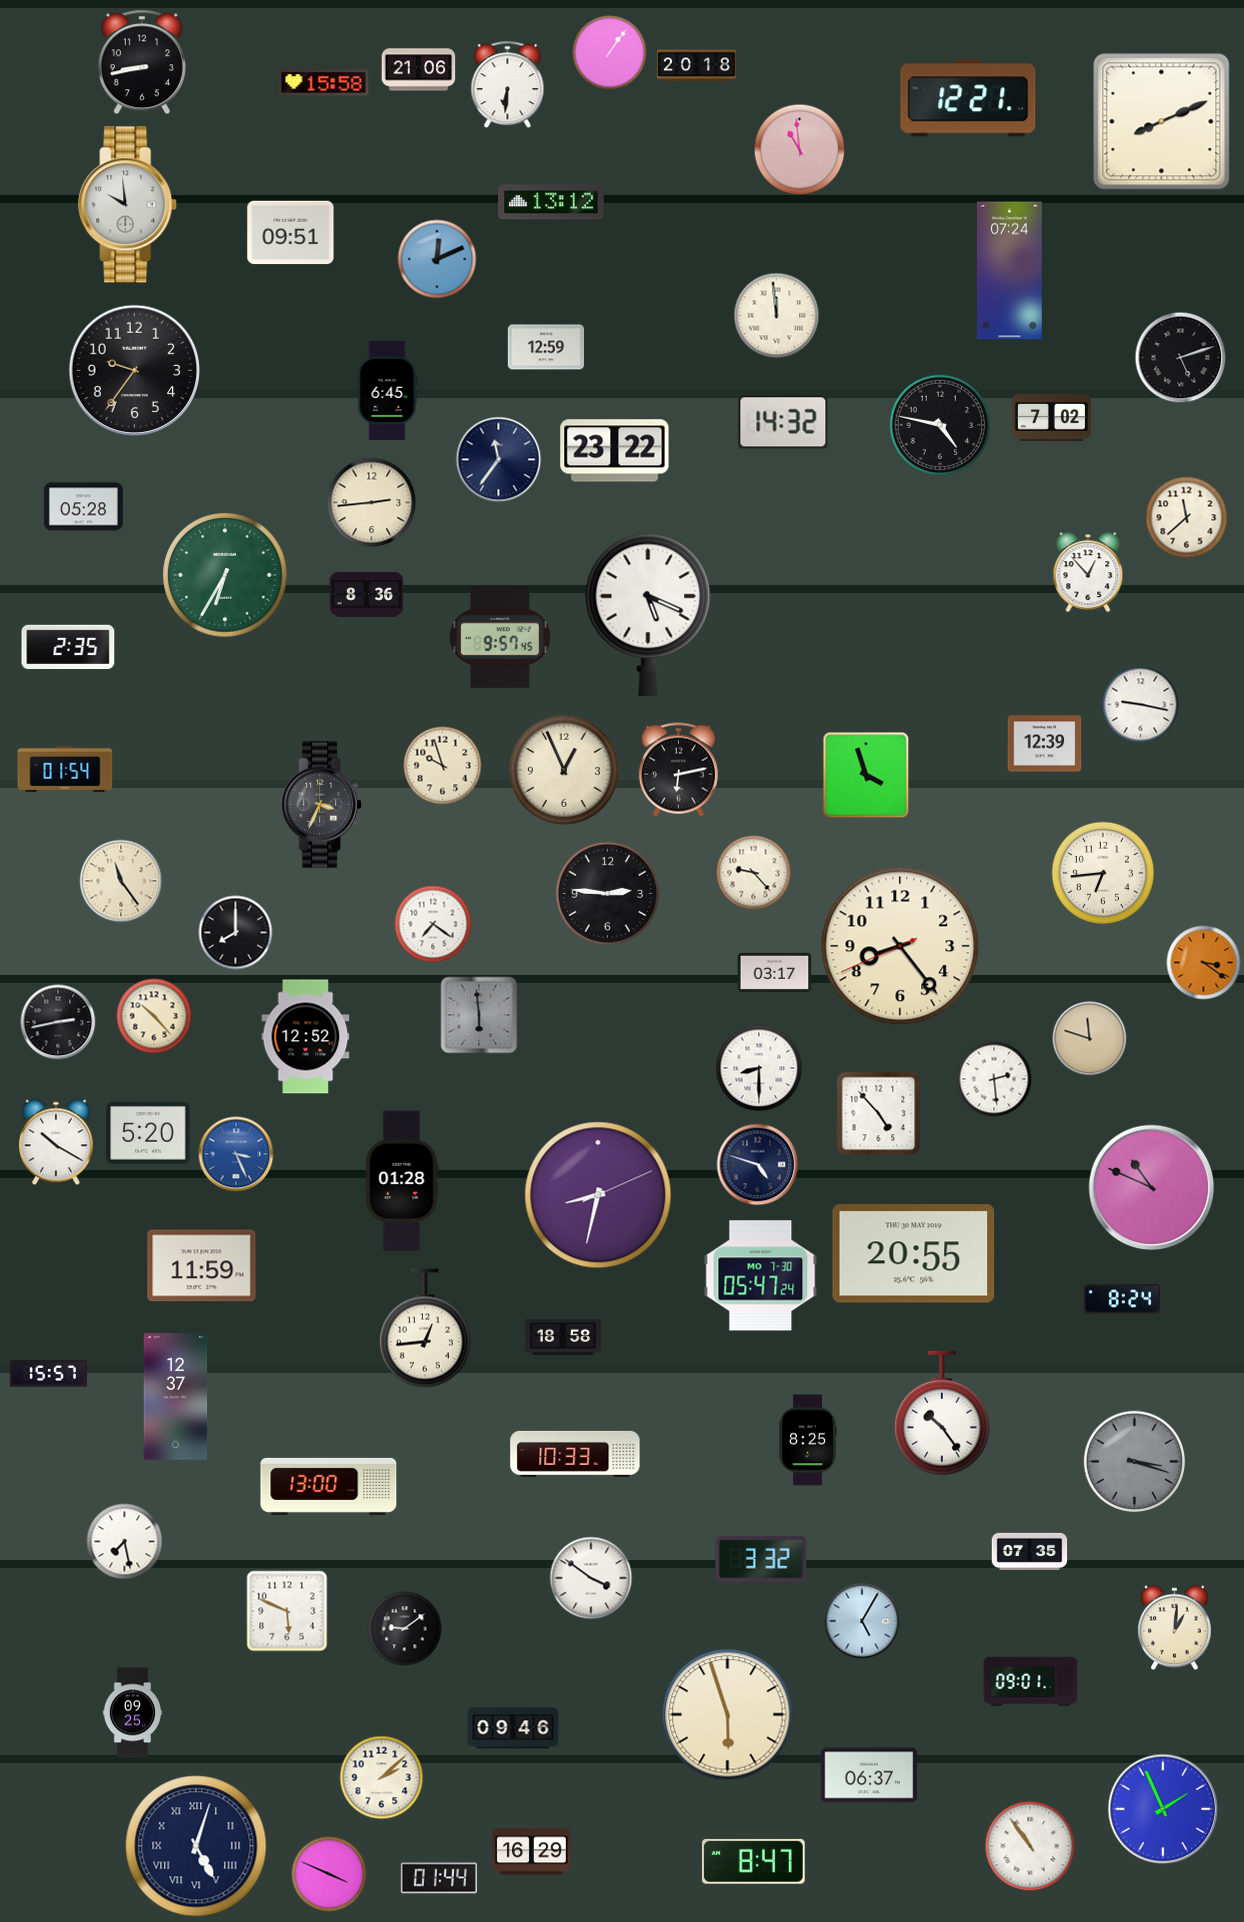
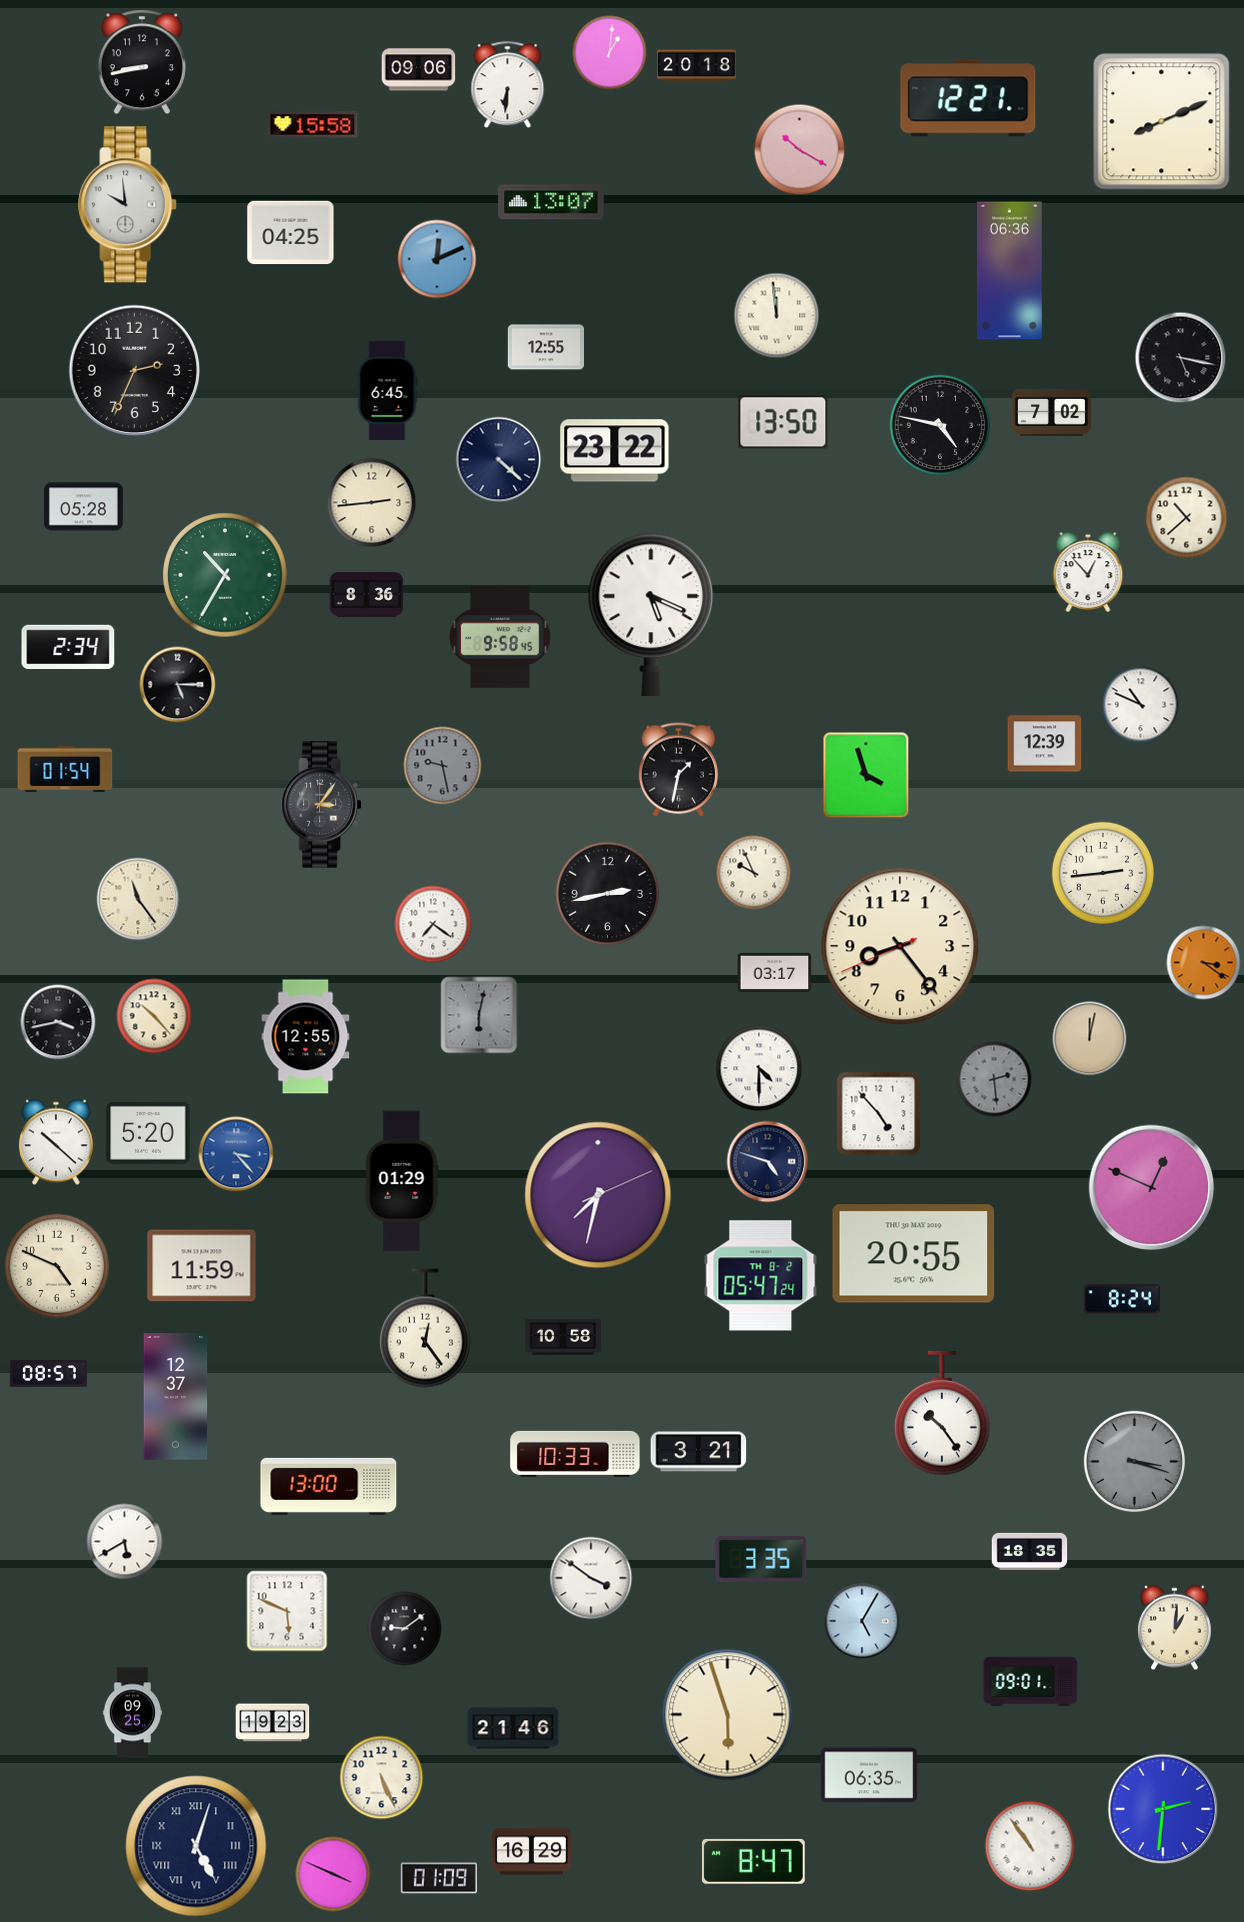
clock at (610, 53): 1:06 -> 1:01
clock at (419, 70): 21:06 -> 09:06
clock at (324, 83) position: (324, 83) -> (313, 125)
clock at (800, 150): 10:59 -> 10:20
clock at (551, 202): 13:12 -> 13:07
clock at (291, 233): 09:51 -> 04:25
clock at (1009, 271): 07:24 -> 06:36
clock at (545, 347): 12:59 -> 12:55
clock at (1181, 358): 5:12 -> 5:17
clock at (135, 371): 9:36 -> 2:34
clock at (1051, 417) position: (1051, 417) -> (1051, 412)
clock at (783, 422): 14:32 -> 13:50
clock at (499, 460): 11:36 -> 4:22
clock at (1187, 518): 11:38 -> 10:38
clock at (225, 575): 6:35 -> 10:35
clock at (648, 615) position: (648, 615) -> (651, 615)
clock at (500, 637): 9:57 -> 9:58
clock at (68, 646): 2:35 -> 2:34
clock at (178, 685): none -> 5:15
clock at (1141, 705): 9:17 -> 10:49
clock at (443, 766): 9:57 -> 9:28
clock at (443, 766) dial: cream -> grey
clock at (564, 770): 12:56 -> none
clock at (678, 770): 6:13 -> 1:32
clock at (322, 805): 3:34 -> 3:06
clock at (1102, 872): 6:44 -> 2:44
clock at (754, 873): 9:23 -> 9:56
clock at (121, 881) position: (121, 881) -> (138, 899)
clock at (607, 893): 2:46 -> 2:43
clock at (236, 933): 8:00 -> none
clock at (479, 1015): 5:59 -> 6:02
clock at (58, 1022): 2:43 -> 3:43
clock at (306, 1037): 12:52 -> 12:55
clock at (1090, 1039): 11:48 -> 12:02
clock at (759, 1068): 8:30 -> 4:30
clock at (994, 1079) dial: white -> grey
clock at (56, 1142): 10:20 -> 10:22
clock at (236, 1154): 3:26 -> 3:23
clock at (758, 1165) position: (758, 1165) -> (768, 1162)
clock at (402, 1181): 01:28 -> 01:29
clock at (1152, 1188): 10:49 -> 12:49
clock at (598, 1195): 8:32 -> 7:32
clock at (57, 1266): none -> 4:49
clock at (761, 1276) date: MO 7-30 -> TH 8-2
clock at (425, 1328): 12:44 -> 12:24
clock at (562, 1337): 18:58 -> 10:58
clock at (48, 1374): 15:57 -> 08:57
clock at (808, 1440): 8:25 -> none
clock at (699, 1452): none -> 3:21
clock at (125, 1542): 7:28 -> 5:40
clock at (1030, 1551): 07:35 -> 18:35
clock at (761, 1559): 3:32 -> 3:35
clock at (273, 1723): none -> 19:23
clock at (513, 1728): 09:46 -> 21:46
clock at (869, 1775): 06:37 -> 06:35
clock at (382, 1778): 2:08 -> 5:26
clock at (1163, 1809): 1:56 -> 2:31
clock at (329, 1874) position: (329, 1874) -> (333, 1874)
clock at (438, 1878): 01:44 -> 01:09
